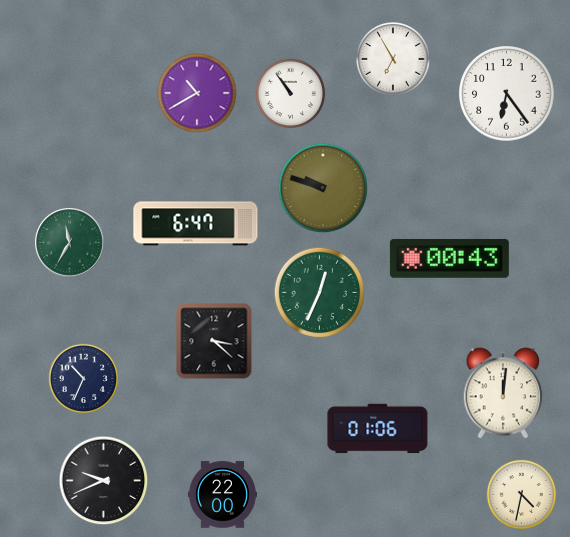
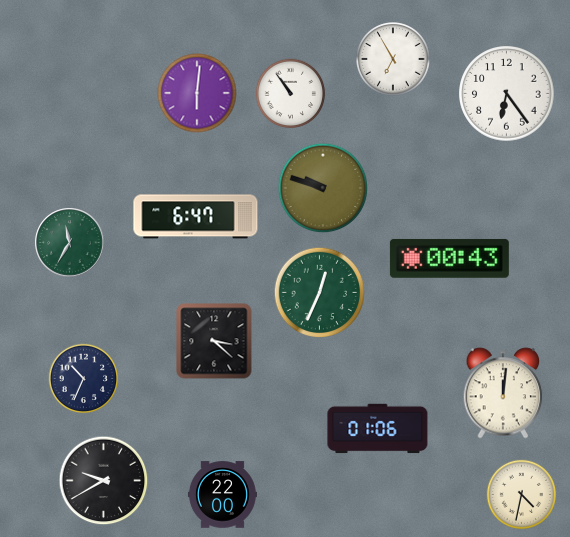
clock at (197, 93): 10:40 -> 6:01
clock at (196, 224) position: (196, 224) -> (196, 217)
clock at (104, 481): 9:41 -> 9:40
